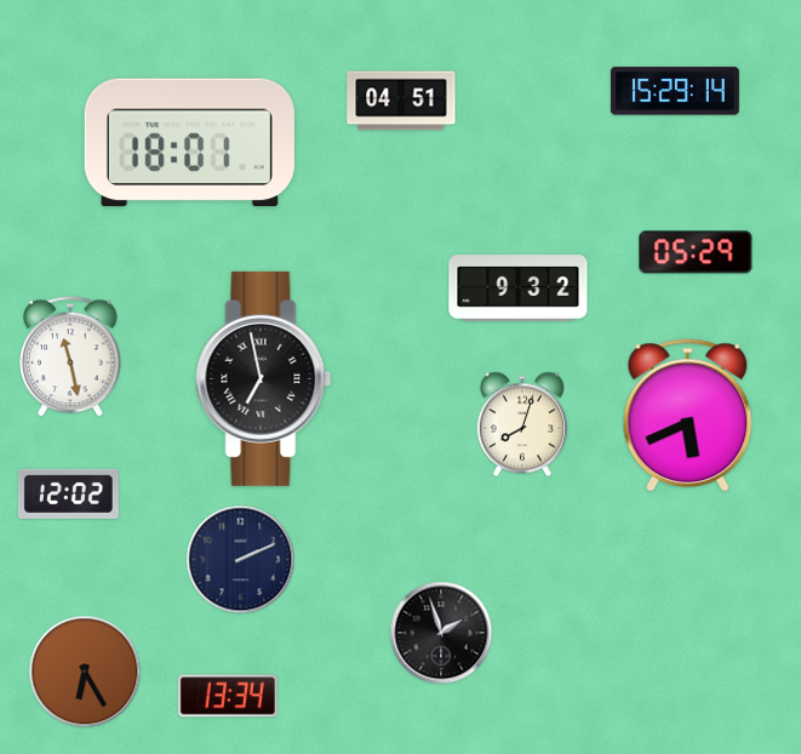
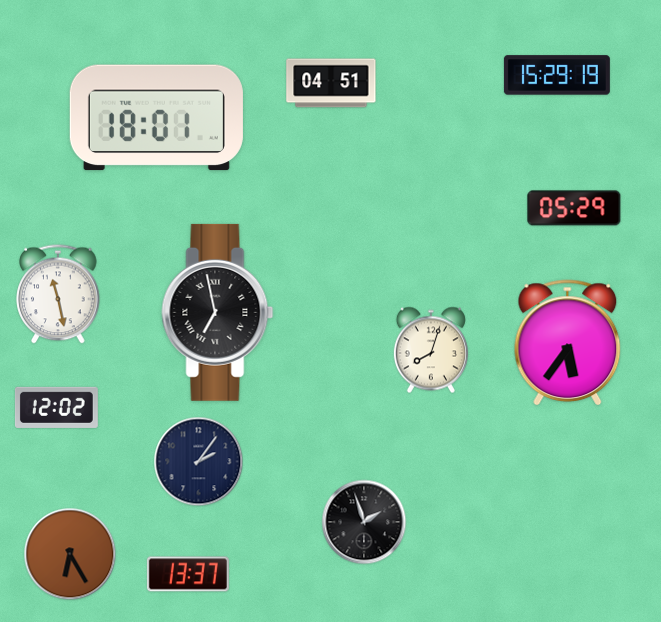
clock at (675, 91): 15:29:14 -> 15:29:19
clock at (519, 289): 9:32 -> none
clock at (688, 416): 5:41 -> 5:36
clock at (241, 560): 2:11 -> 2:06
clock at (228, 696): 13:34 -> 13:37
